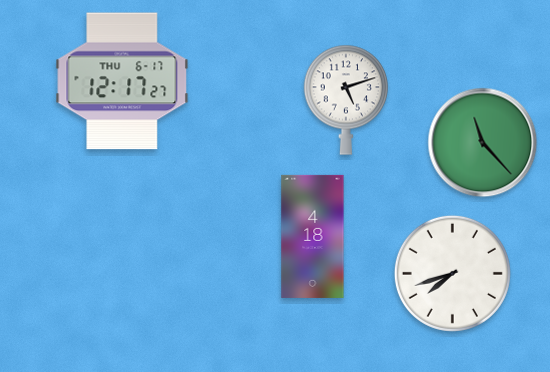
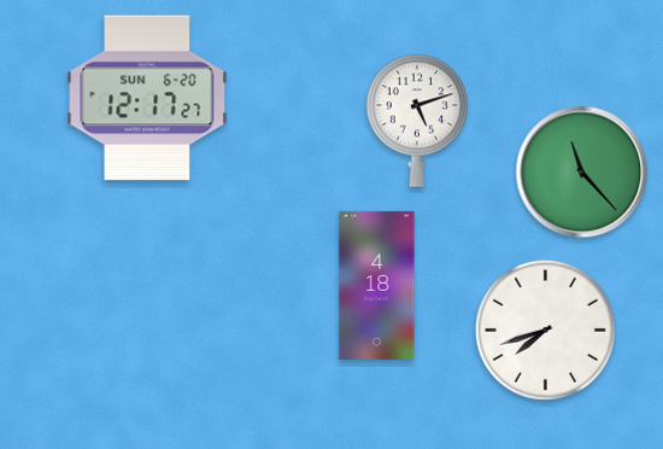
clock at (122, 81) date: THU 6-17 -> SUN 6-20
